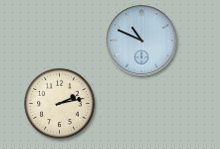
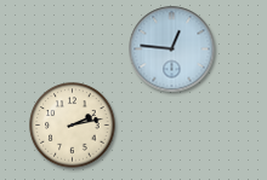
clock at (142, 41): 10:49 -> 12:46
